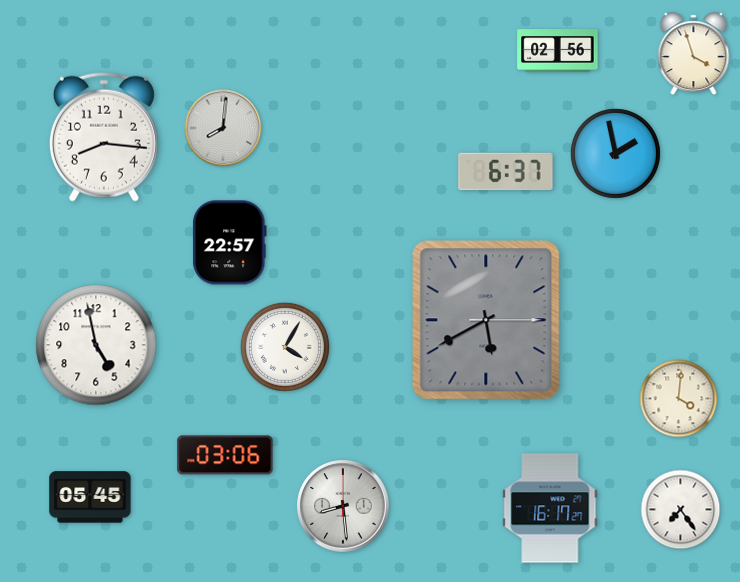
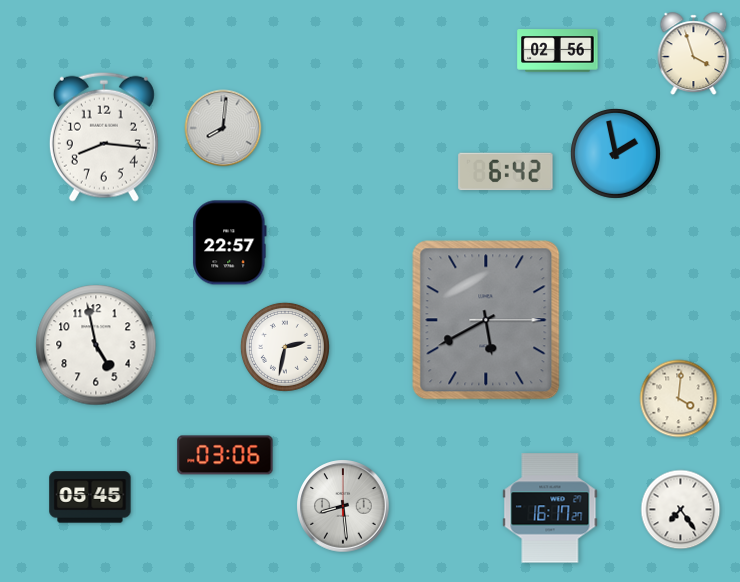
clock at (506, 172): 6:37 -> 6:42
clock at (285, 347): 4:05 -> 2:32
